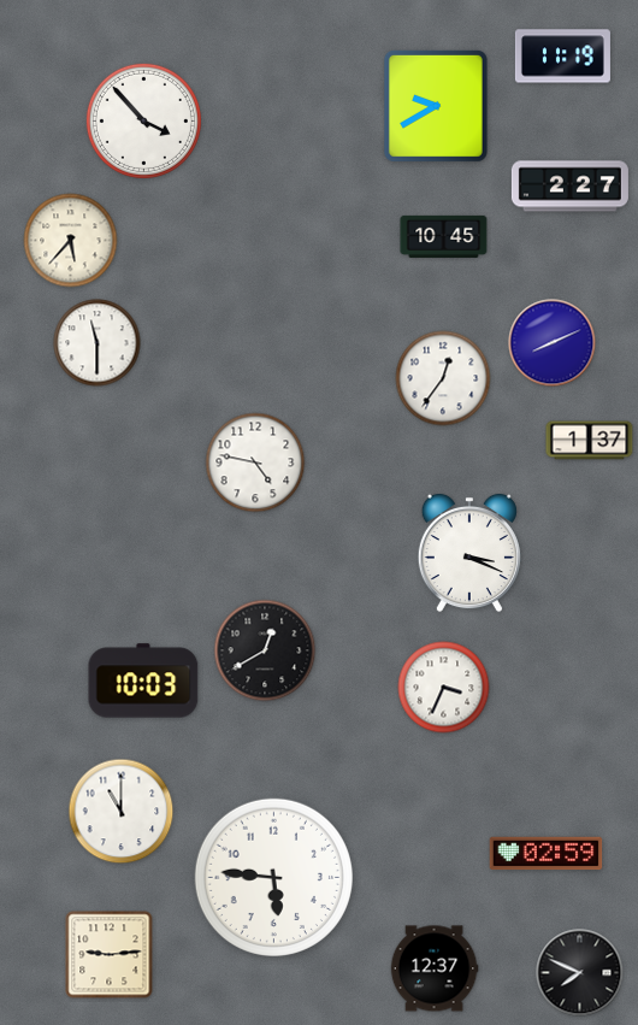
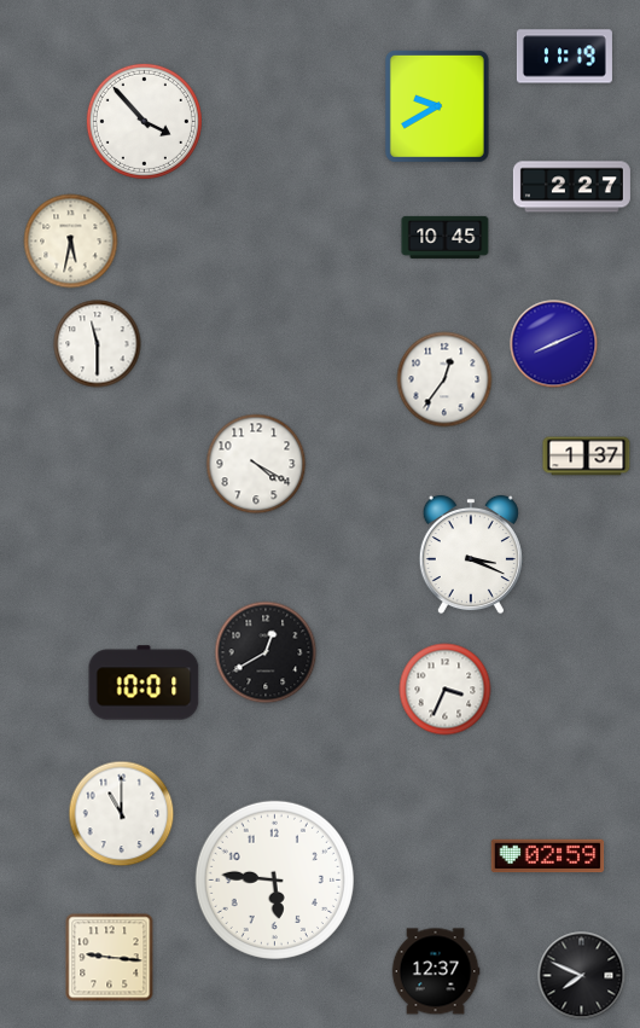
clock at (71, 241): 5:37 -> 5:32
clock at (590, 441) position: (590, 441) -> (587, 457)
clock at (255, 463): 4:47 -> 4:20
clock at (143, 681): 10:03 -> 10:01
clock at (110, 955): 9:14 -> 9:16
